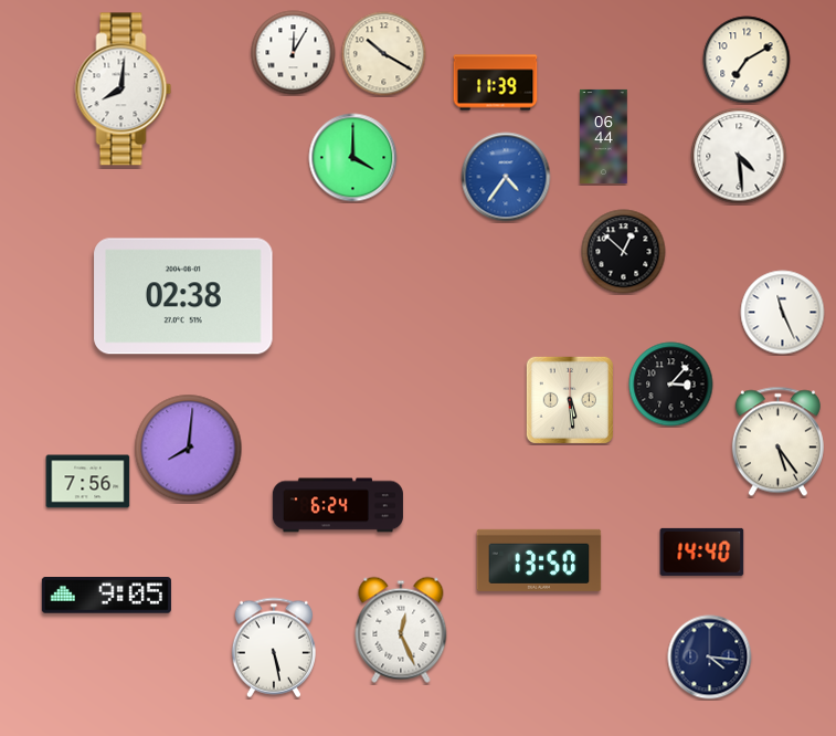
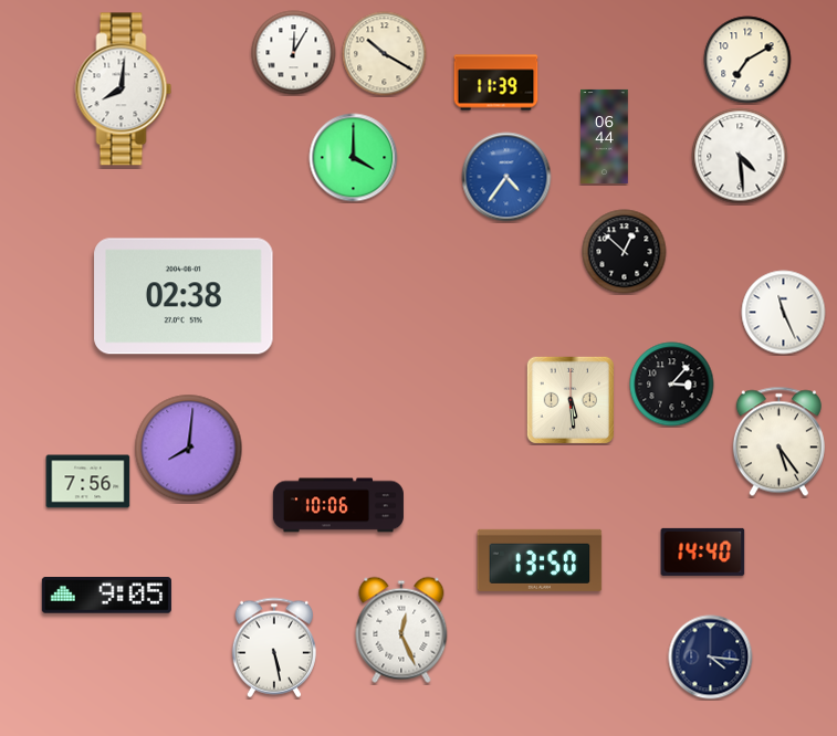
clock at (338, 505): 6:24 -> 10:06
